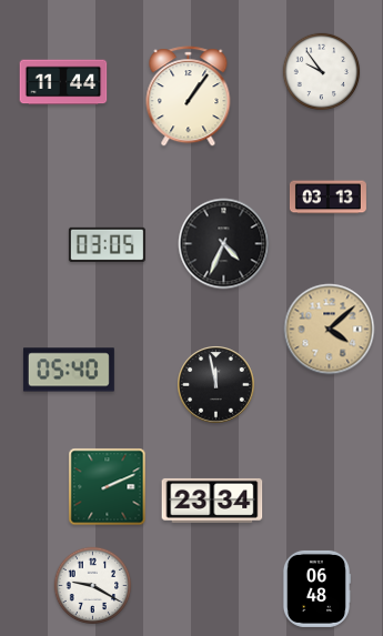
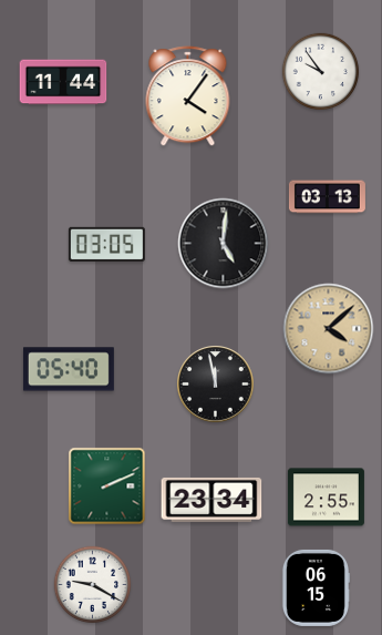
clock at (189, 97): 1:06 -> 4:06
clock at (224, 244): 4:34 -> 5:01
clock at (326, 498): none -> 2:55
clock at (316, 588): 06:48 -> 06:15
